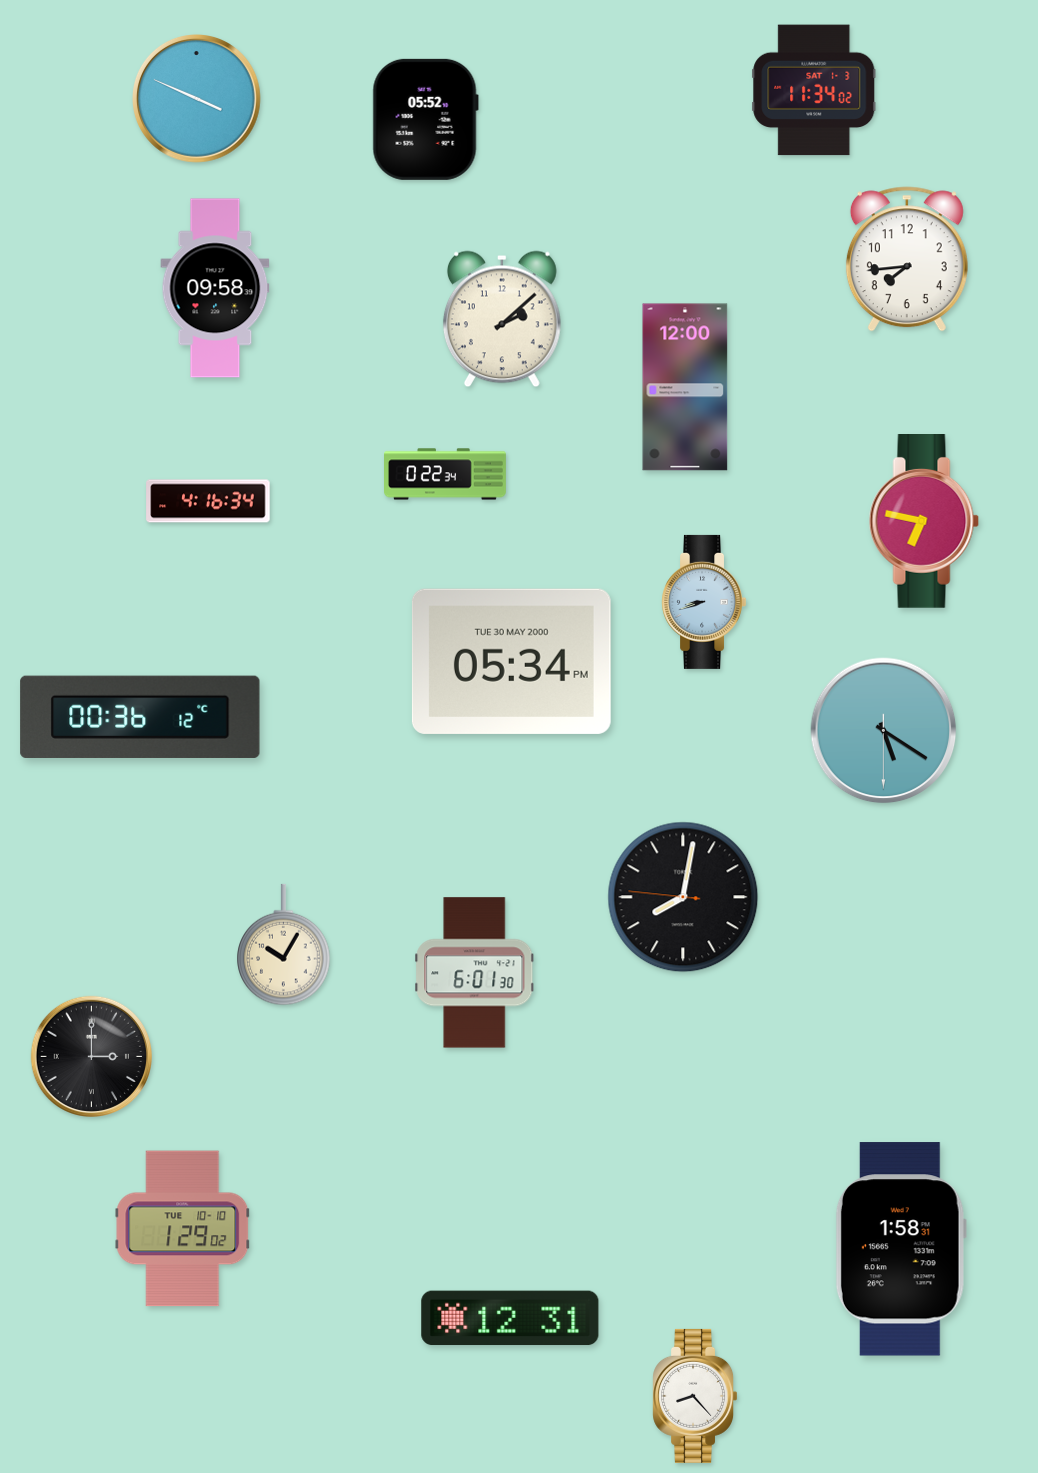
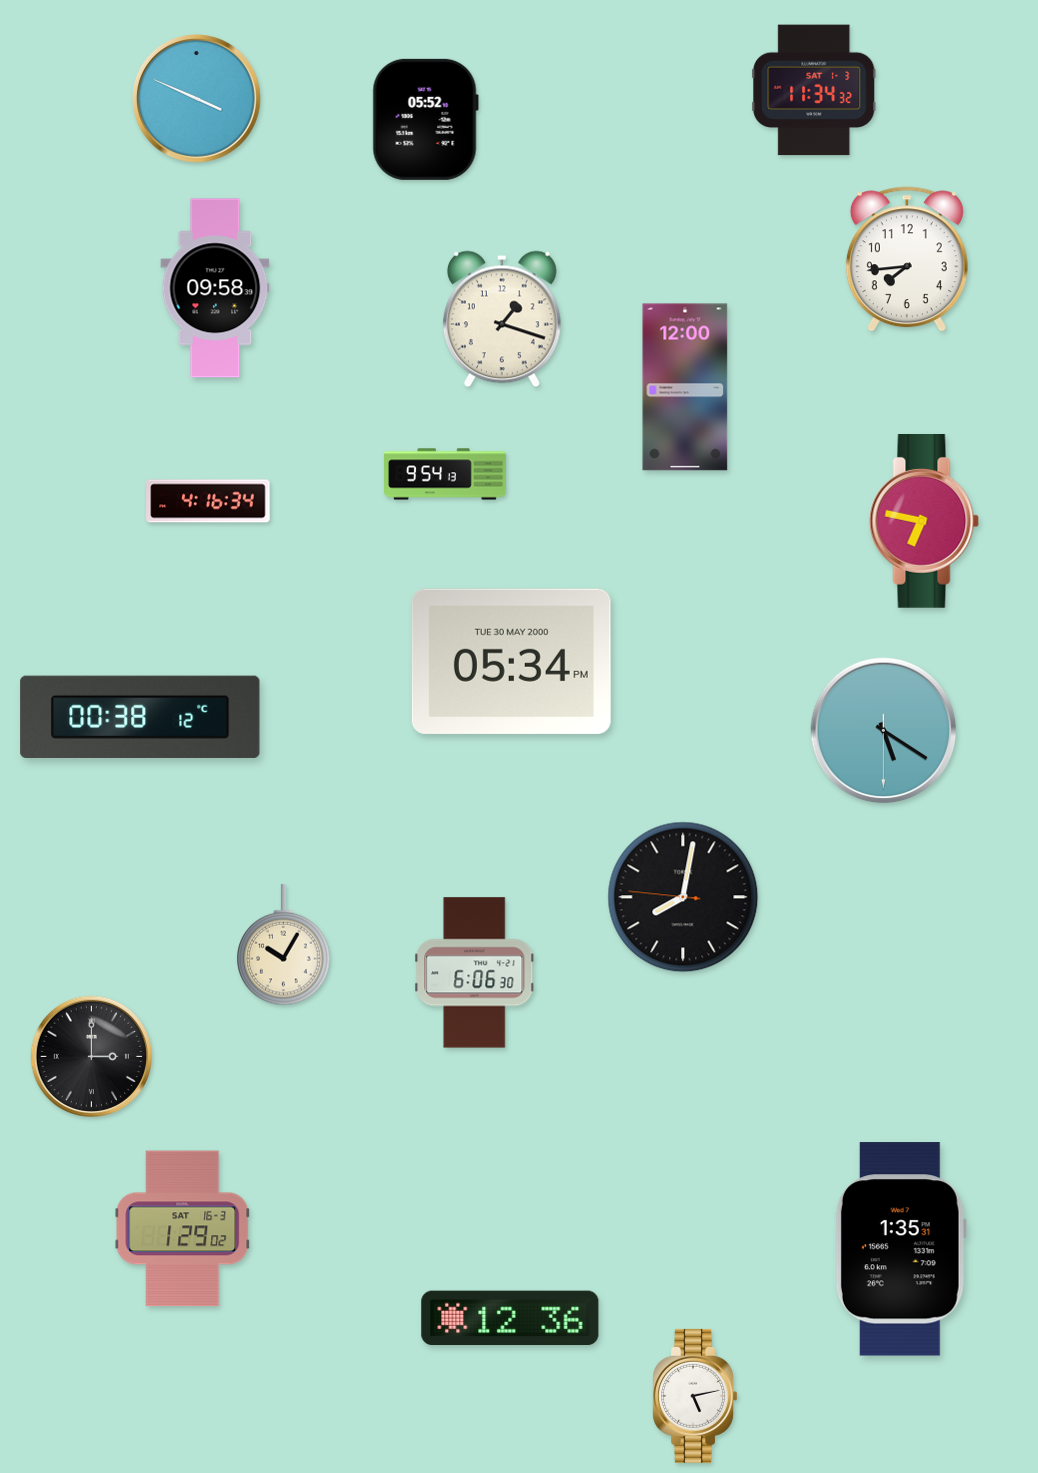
clock at (814, 90): 11:34:02 -> 11:34:32
clock at (502, 319): 2:08 -> 1:18
clock at (446, 474): 0:22 -> 9:54
clock at (704, 602): 8:42 -> none
clock at (140, 717): 00:36 -> 00:38
clock at (475, 973): 6:01 -> 6:06
clock at (183, 1229) date: TUE 10-10 -> SAT 16-3
clock at (901, 1249): 1:58 -> 1:35
clock at (510, 1318): 12:31 -> 12:36
clock at (695, 1396): 8:23 -> 5:13
